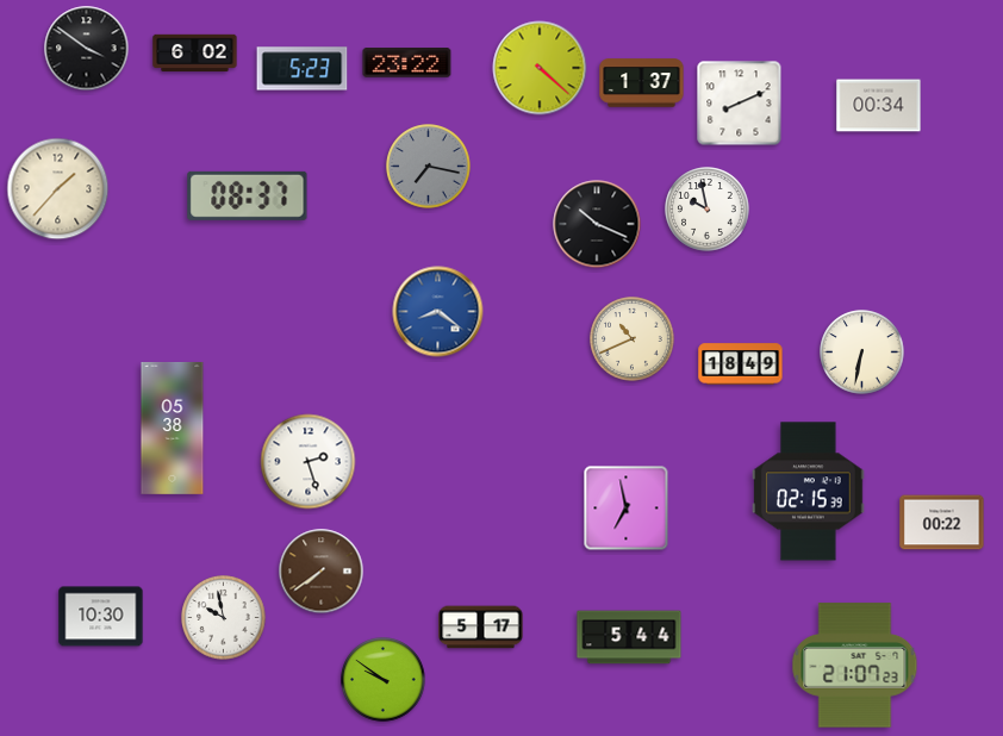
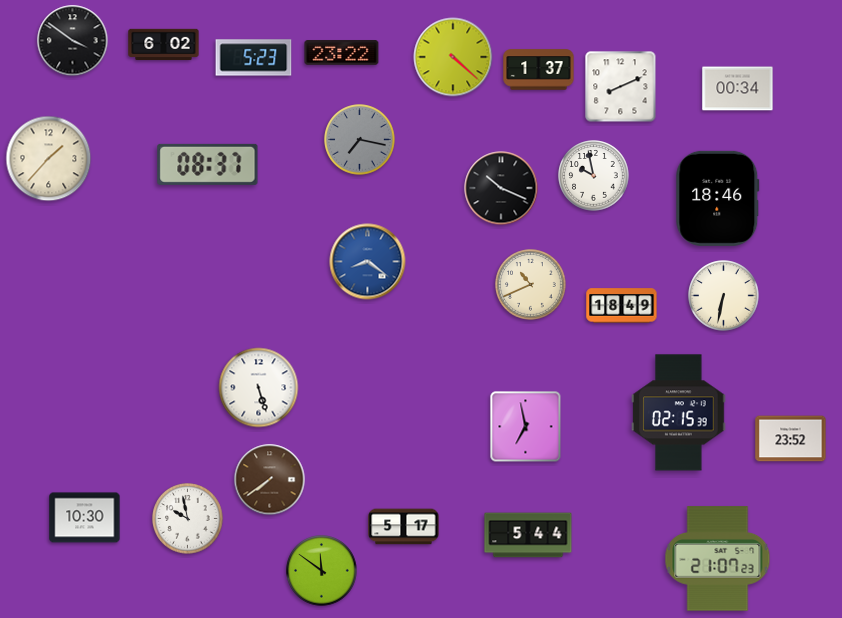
clock at (718, 198): none -> 18:46
clock at (173, 428): 05:38 -> none
clock at (309, 462): 2:27 -> 5:27
clock at (942, 523): 00:22 -> 23:52
clock at (384, 680): 9:51 -> 11:51
